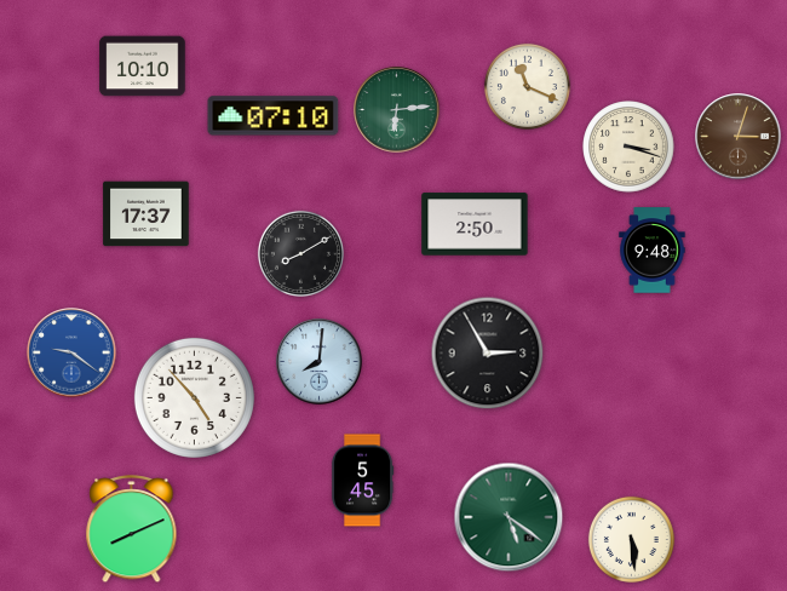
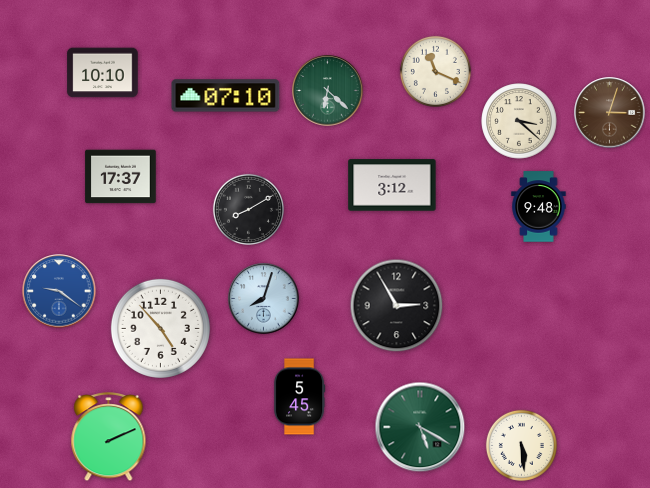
clock at (143, 67) position: (143, 67) -> (103, 73)
clock at (397, 110): 6:14 -> 6:22
clock at (628, 147): 3:18 -> 3:22
clock at (475, 224): 2:50 -> 3:12
clock at (488, 354) position: (488, 354) -> (397, 306)
clock at (320, 362): 8:01 -> 8:03
clock at (509, 517): 5:21 -> 5:20
clock at (132, 530): 8:11 -> 2:11
